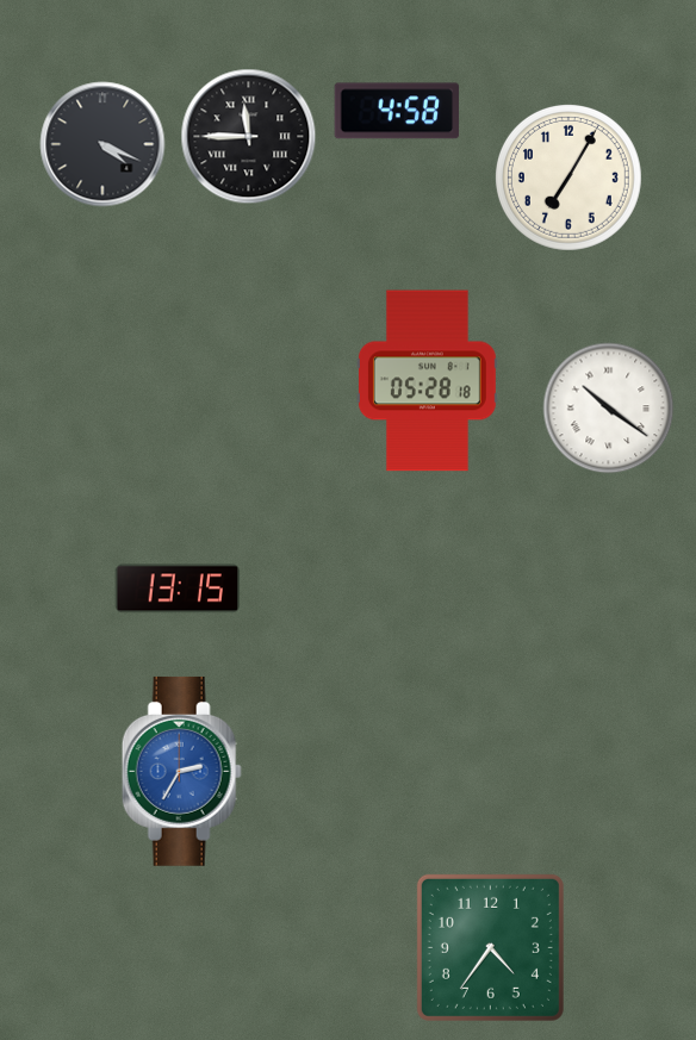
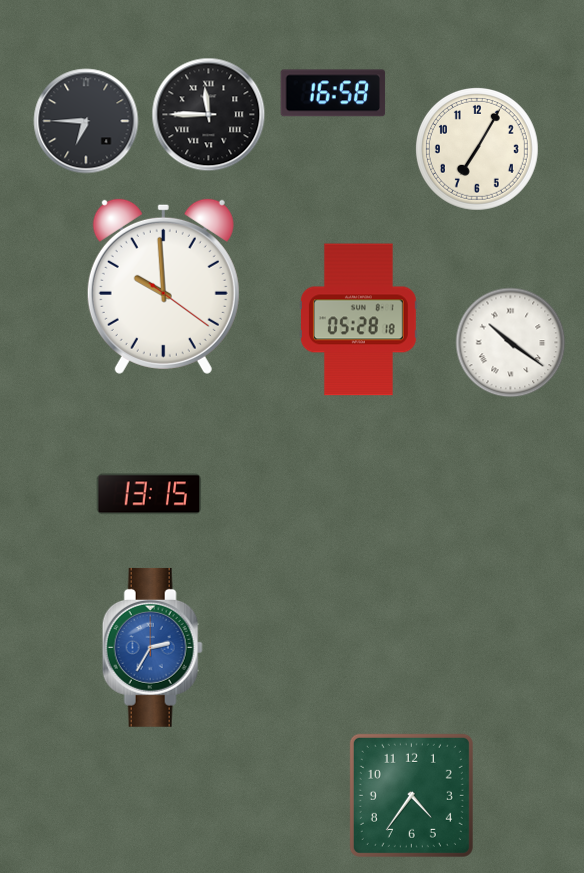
clock at (397, 111): 4:58 -> 16:58
clock at (102, 144): 4:19 -> 6:45
clock at (163, 286): none -> 9:59
